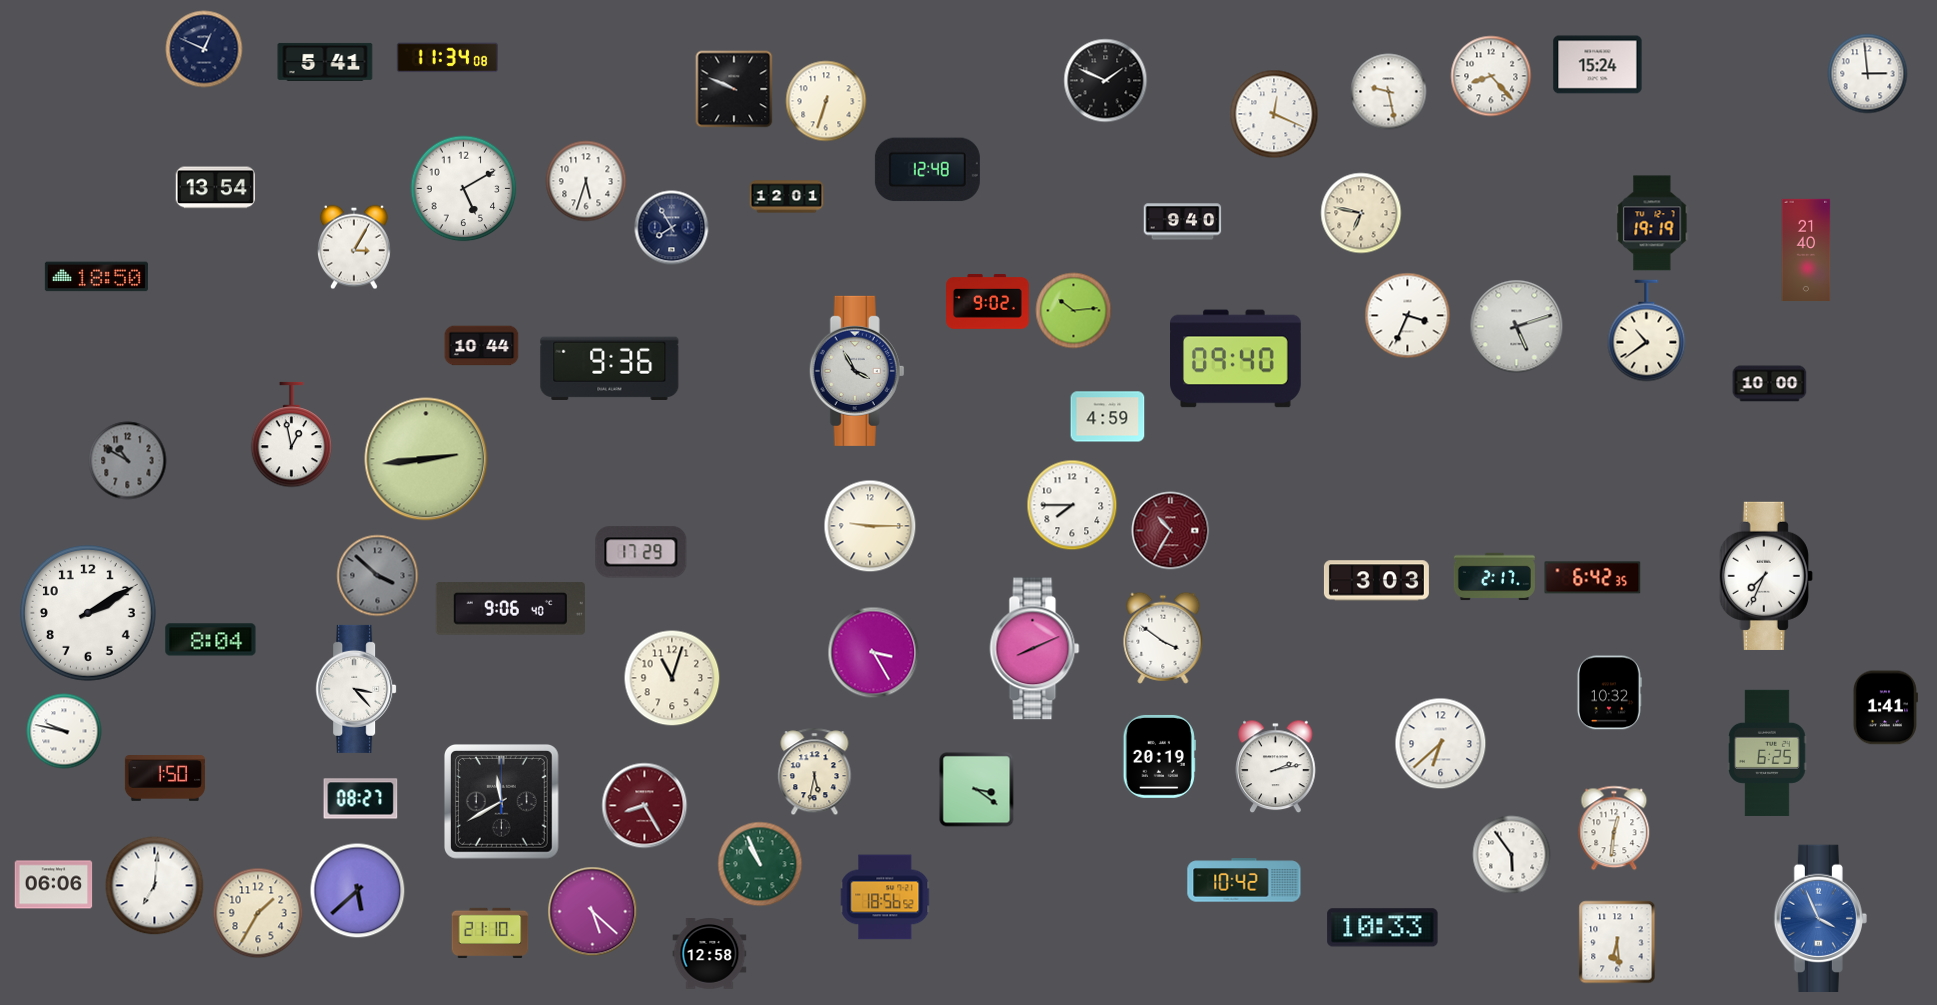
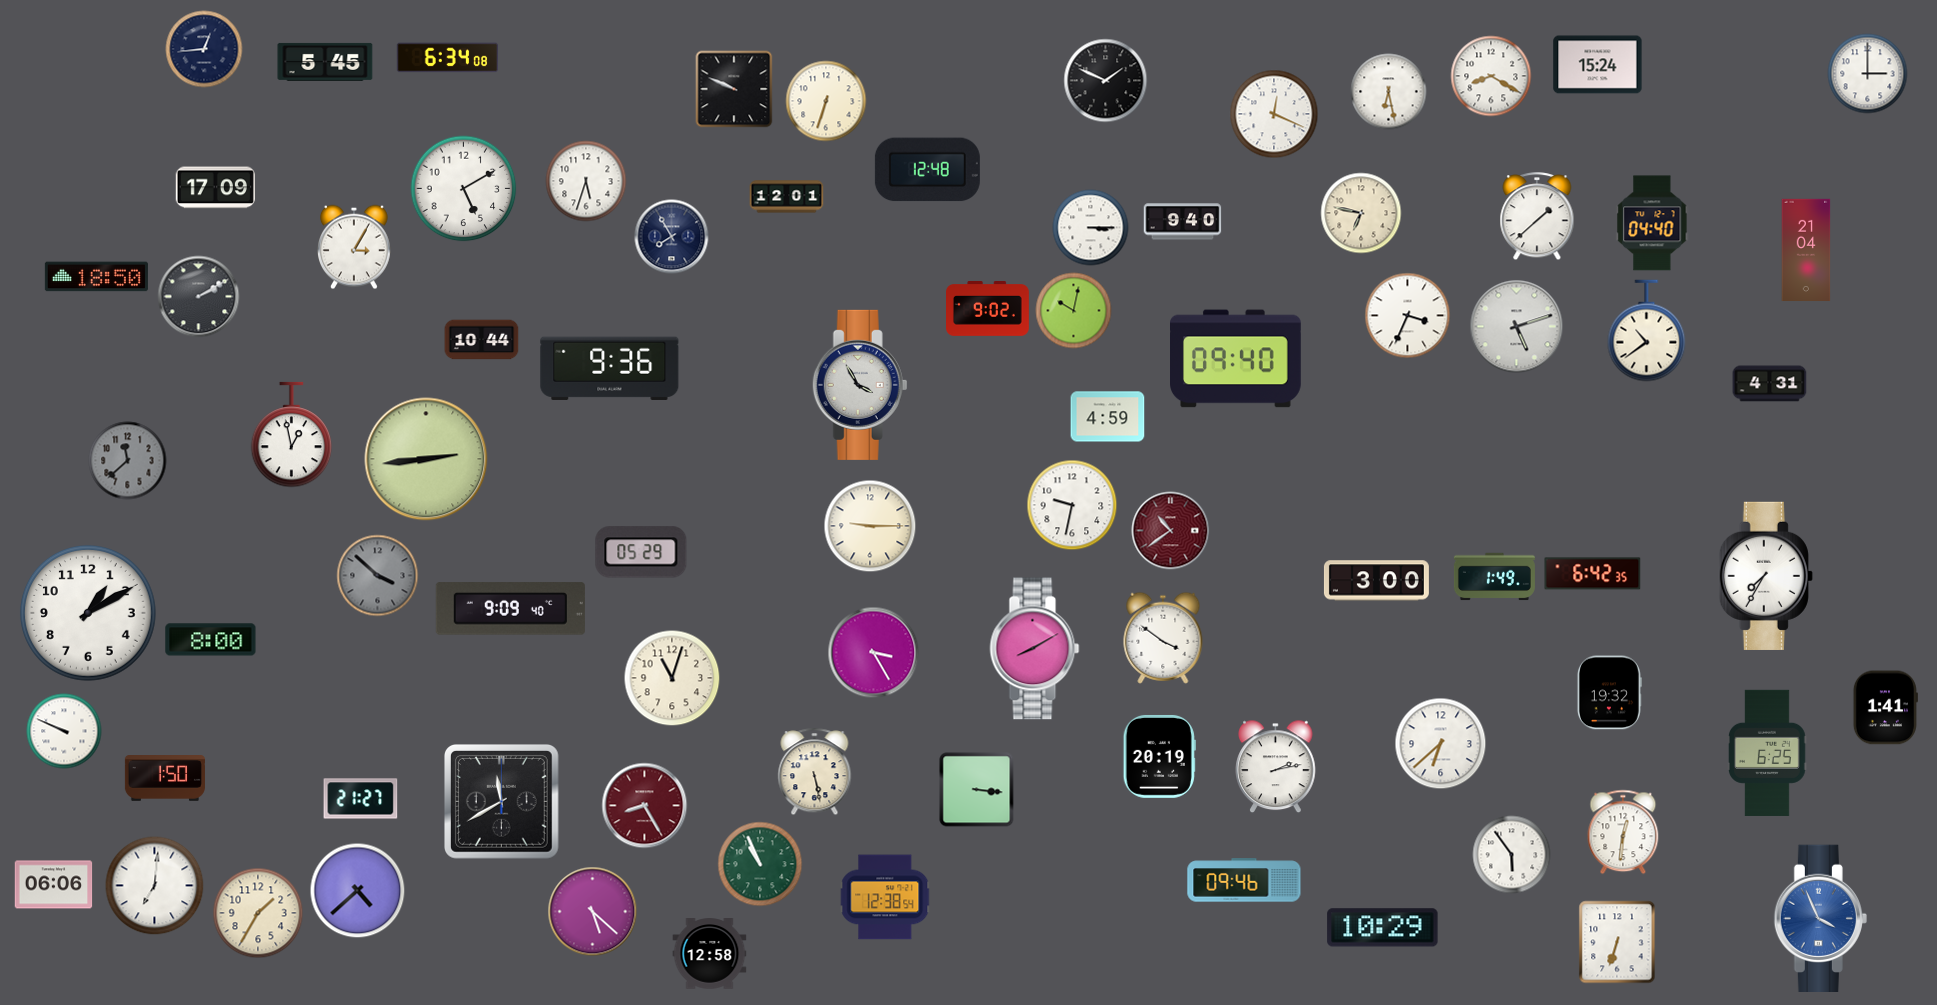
clock at (204, 49): 12:49 -> 12:44
clock at (448, 58): 11:34 -> 6:34
clock at (325, 62): 5:41 -> 5:45
clock at (1868, 74): 2:59 -> 3:00
clock at (1491, 76): 8:23 -> 8:20
clock at (1389, 92): 9:28 -> 6:28
clock at (215, 188): 13:54 -> 17:09
clock at (1537, 217): none -> 1:38
clock at (1652, 223): 19:19 -> 04:40
clock at (672, 228) position: (672, 228) -> (672, 237)
clock at (1091, 228): none -> 3:15
clock at (1806, 250): 21:40 -> 21:04
clock at (199, 297): none -> 2:10
clock at (988, 302) position: (988, 302) -> (988, 309)
clock at (1074, 311): 10:14 -> 10:02
clock at (482, 346) position: (482, 346) -> (482, 340)
clock at (857, 371) position: (857, 371) -> (860, 385)
clock at (1770, 384): 10:00 -> 4:31
clock at (128, 461): 10:50 -> 11:38
clock at (1072, 505): 7:45 -> 9:32
clock at (1171, 531): 10:35 -> 10:39
clock at (641, 552): 17:29 -> 05:29
clock at (1766, 576): 7:34 -> 7:35
clock at (1494, 577): 2:17 -> 1:49
clock at (1593, 578) position: (1593, 578) -> (1593, 574)
clock at (1376, 581): 3:03 -> 3:00
clock at (510, 609): 9:06 -> 9:09
clock at (88, 613): 2:10 -> 1:10
clock at (211, 640): 8:04 -> 8:00
clock at (1035, 649): 8:11 -> 8:10
clock at (356, 689): 3:23 -> none
clock at (1609, 693): 10:32 -> 19:32
clock at (64, 731): 9:47 -> 9:49
clock at (815, 772): 5:32 -> 5:28
clock at (977, 790): 3:21 -> 3:16
clock at (361, 799): 08:27 -> 21:27
clock at (1614, 828) position: (1614, 828) -> (1623, 832)
clock at (1244, 880): 10:42 -> 09:46
clock at (358, 891): 5:38 -> 4:38
clock at (885, 897): 18:56 -> 12:38
clock at (1383, 928): 10:33 -> 10:29
clock at (490, 933): 21:10 -> none
clock at (1617, 942): 6:29 -> 6:33
